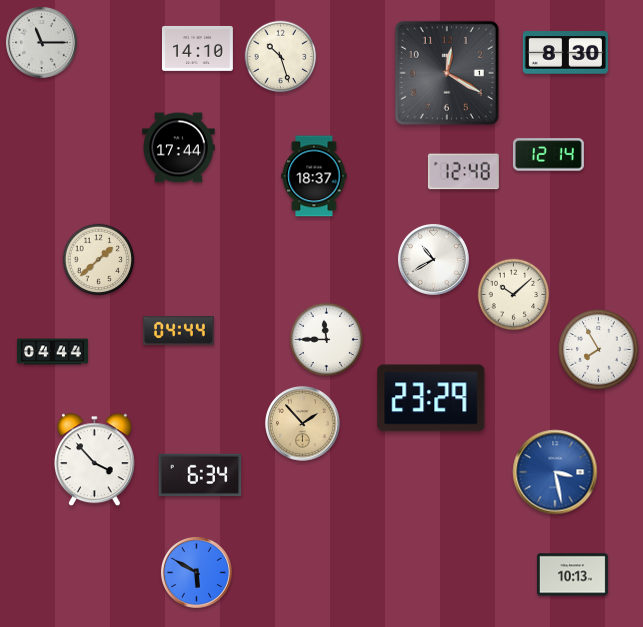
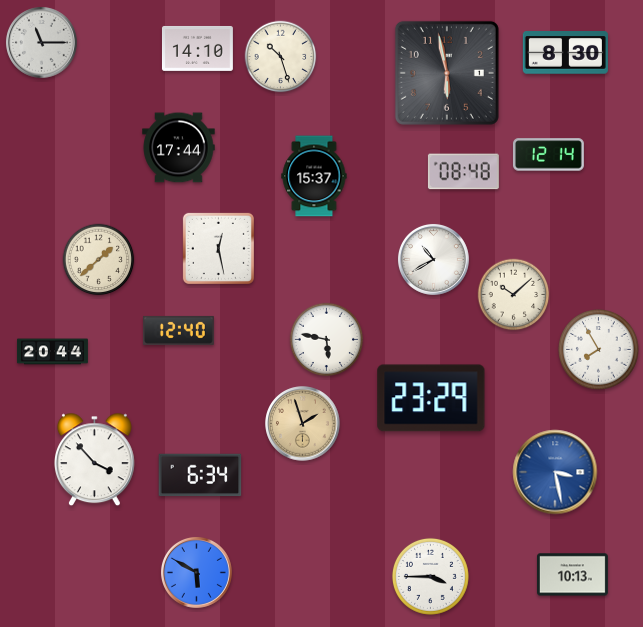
clock at (447, 73): 12:20 -> 5:58
clock at (463, 172): 12:48 -> 08:48
clock at (314, 176): 18:37 -> 15:37
clock at (218, 248): none -> 12:28
clock at (178, 330): 04:44 -> 12:40
clock at (327, 340): 11:45 -> 5:47
clock at (52, 352): 04:44 -> 20:44
clock at (303, 424): 1:53 -> 1:57
clock at (430, 576): none -> 3:45
